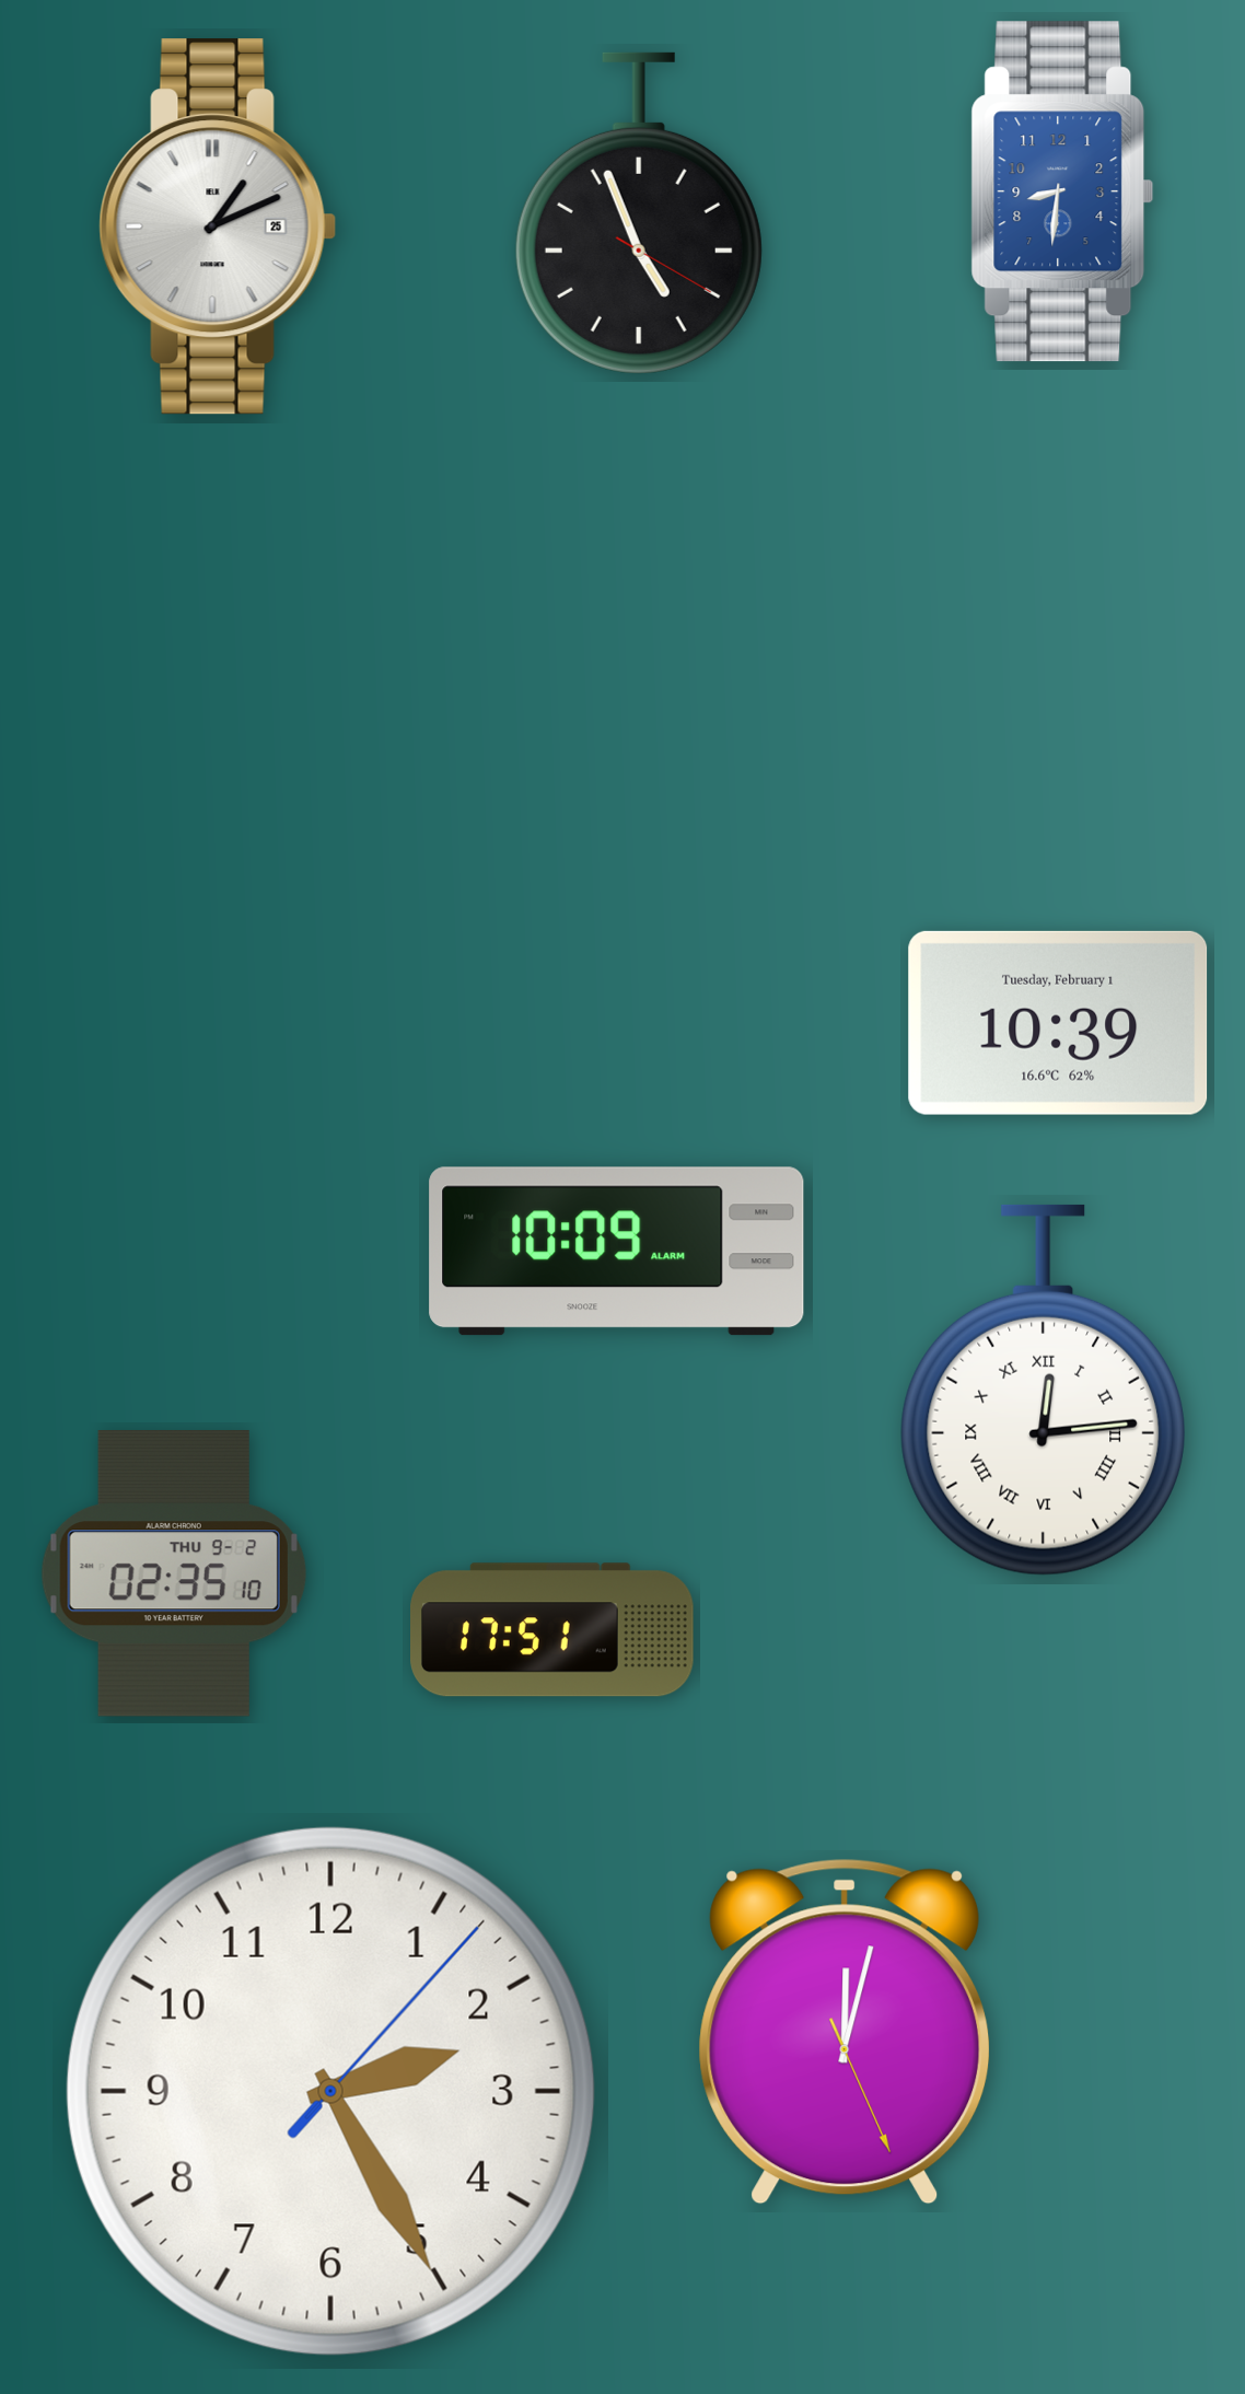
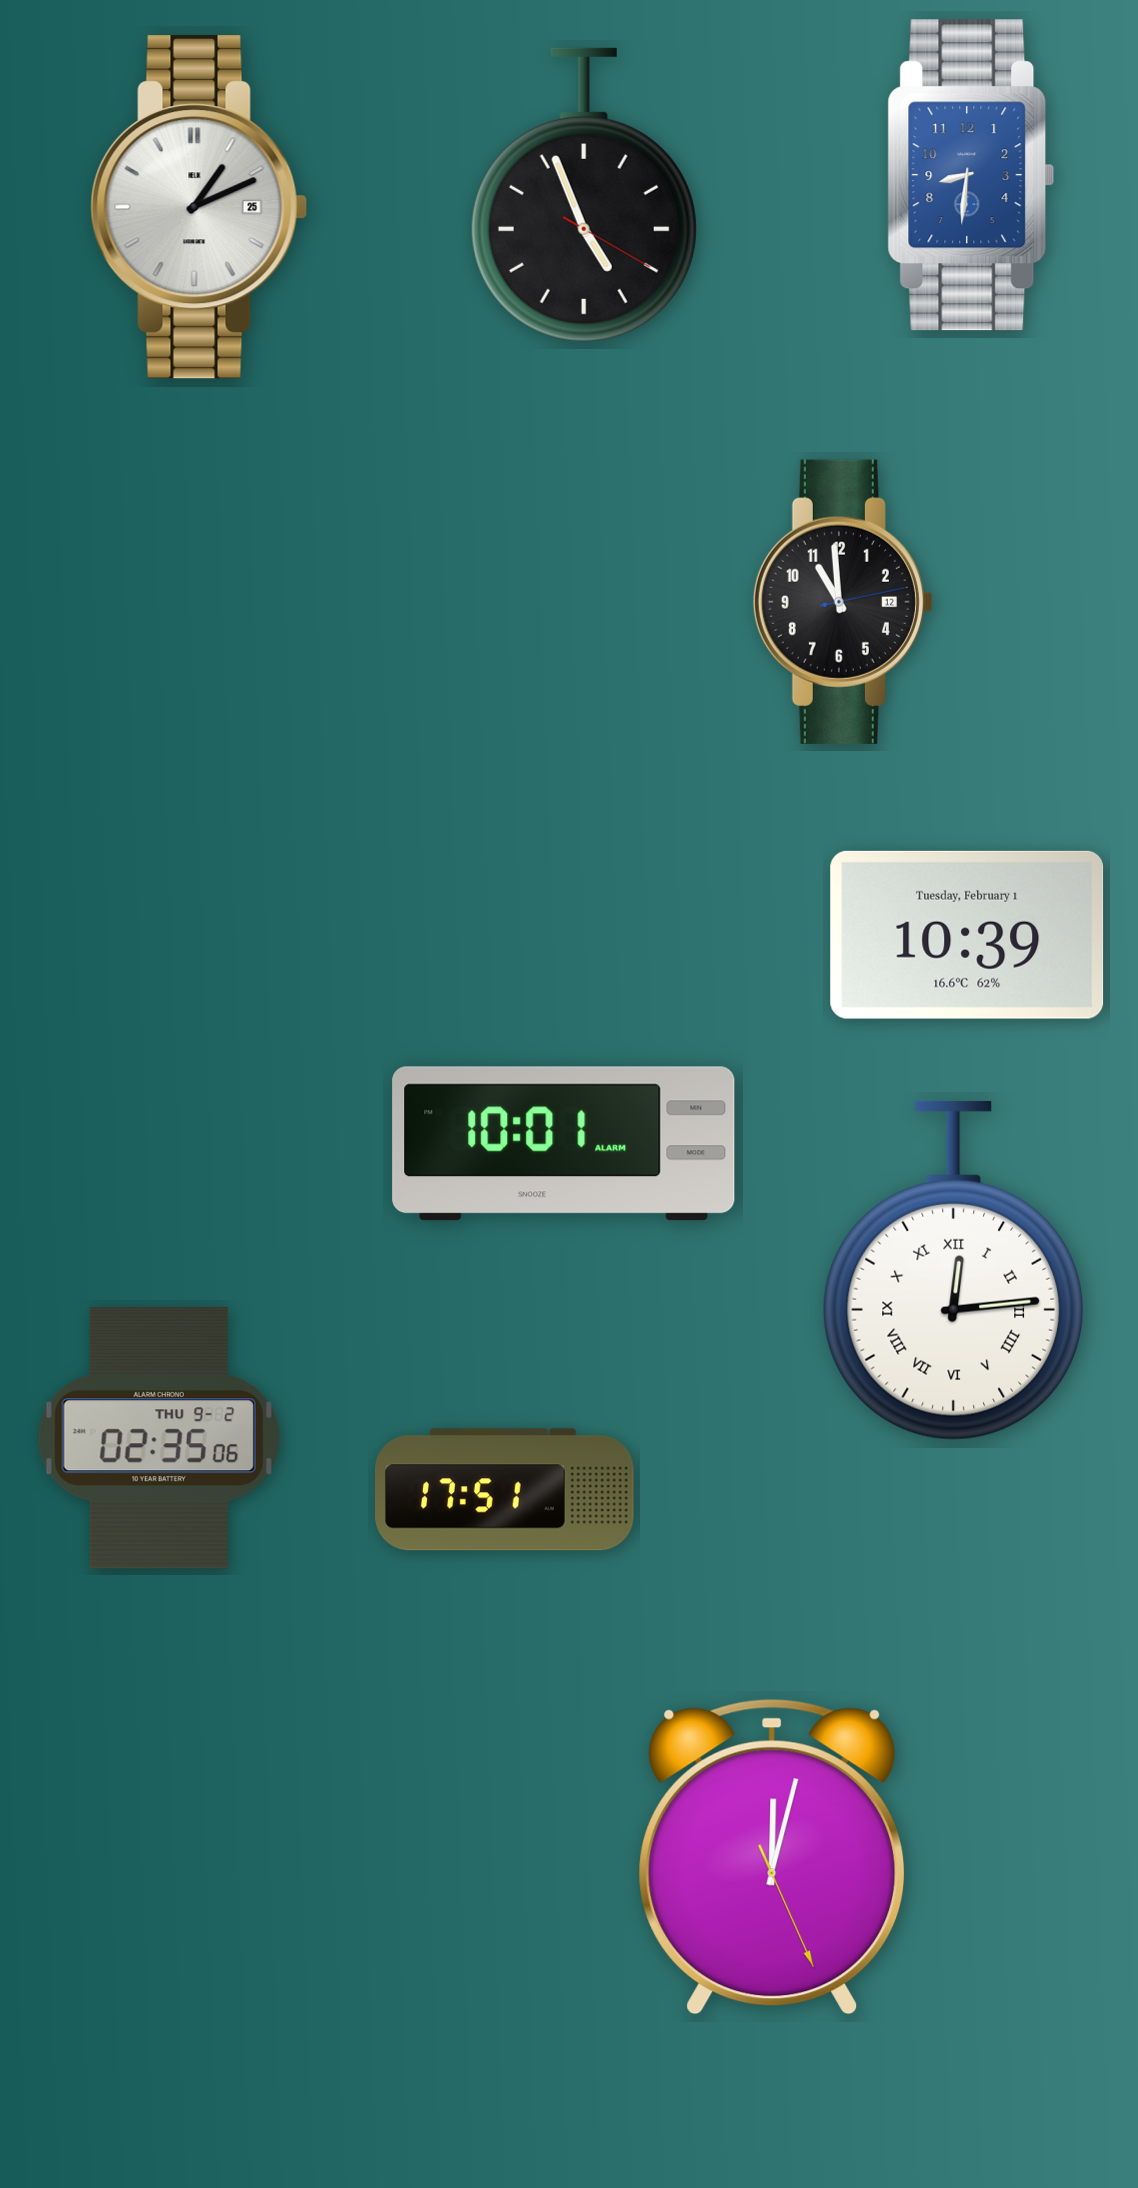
clock at (843, 602): none -> 10:59
clock at (617, 1252): 10:09 -> 10:01
clock at (174, 1574): 02:35:10 -> 02:35:06
clock at (330, 2091): 2:25 -> none
